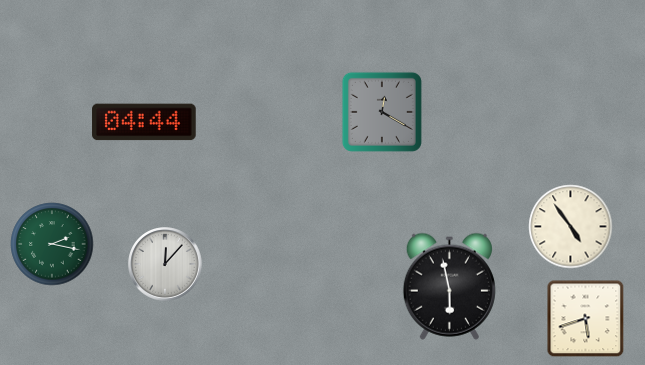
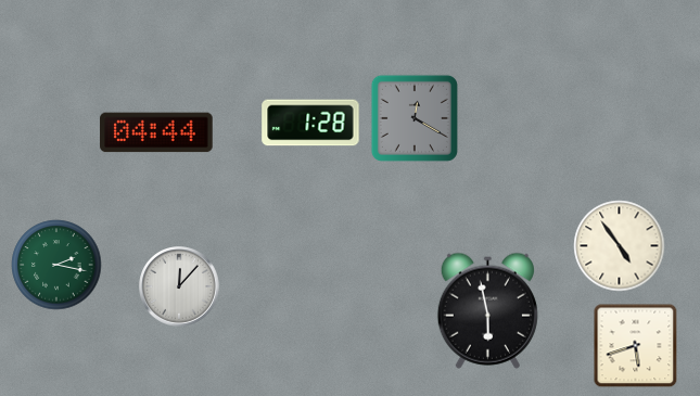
clock at (382, 112) position: (382, 112) -> (415, 118)
clock at (310, 123): none -> 1:28
